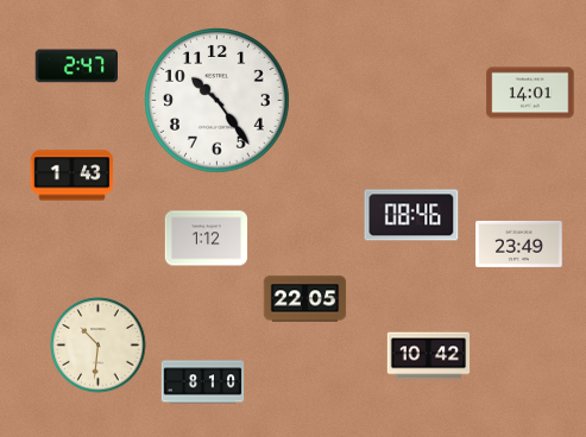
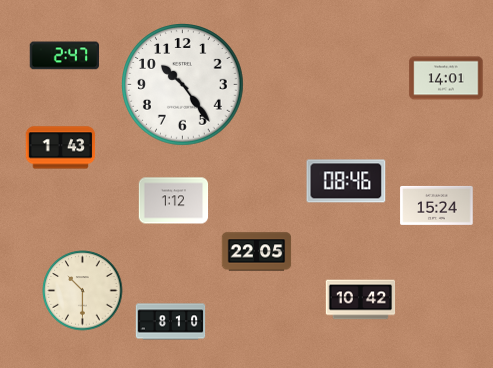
clock at (519, 243): 23:49 -> 15:24
clock at (99, 346): 10:31 -> 10:30
